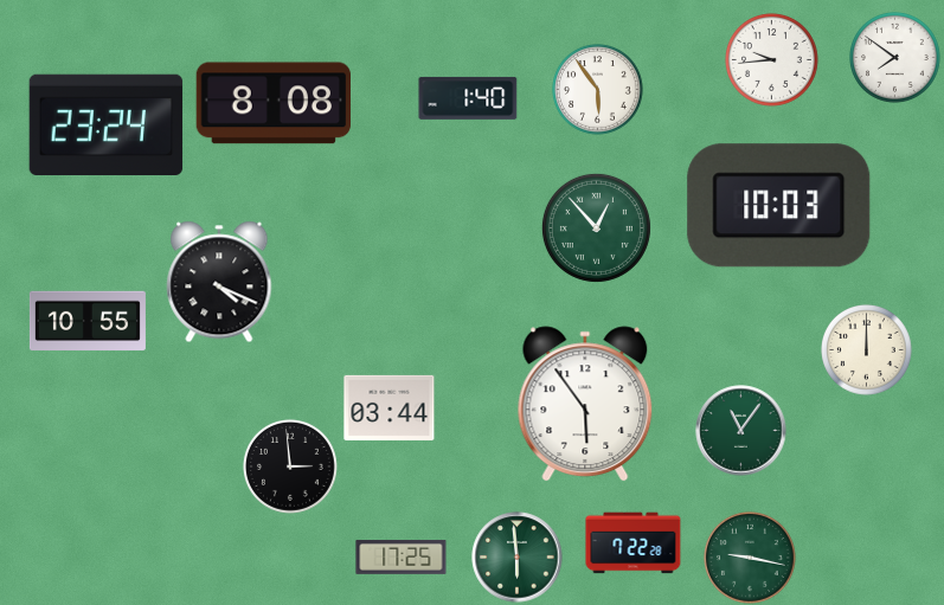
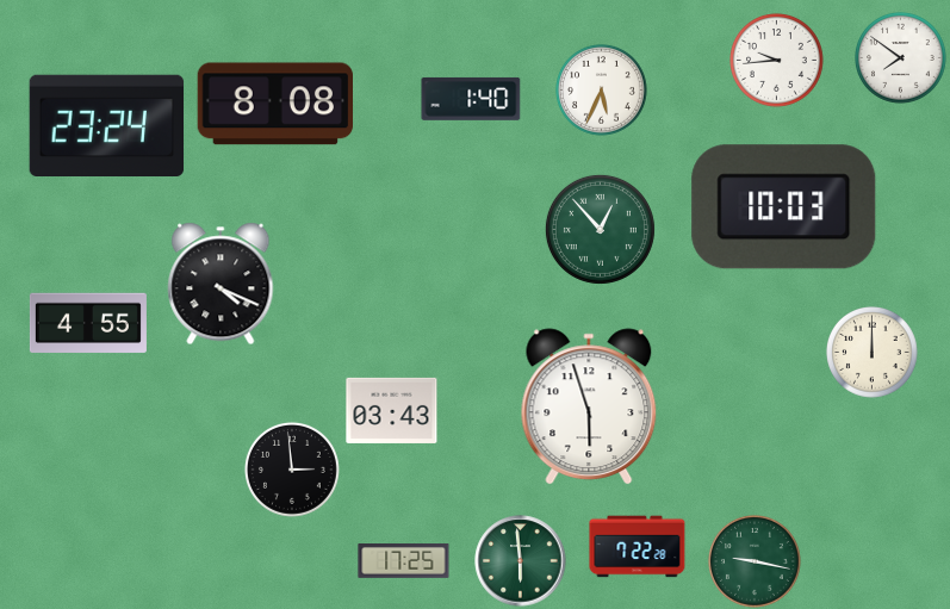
clock at (598, 90): 5:54 -> 5:34
clock at (88, 321): 10:55 -> 4:55
clock at (585, 404): 5:54 -> 5:57
clock at (390, 407): 03:44 -> 03:43
clock at (741, 431): 11:06 -> none
